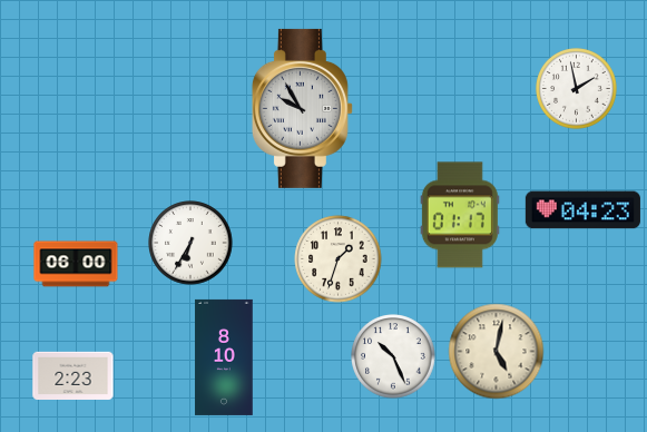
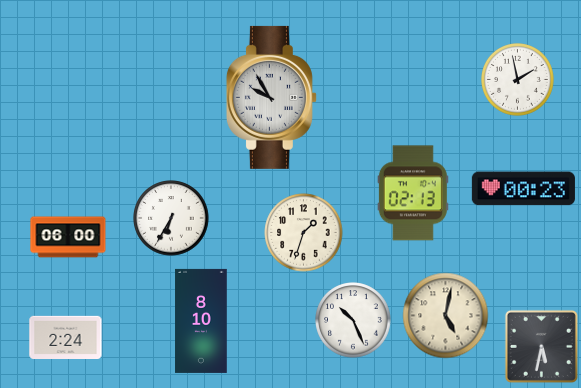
clock at (582, 210): 04:23 -> 00:23
clock at (460, 215): 01:17 -> 02:13
clock at (73, 375): 2:23 -> 2:24
clock at (541, 346): none -> 5:32
